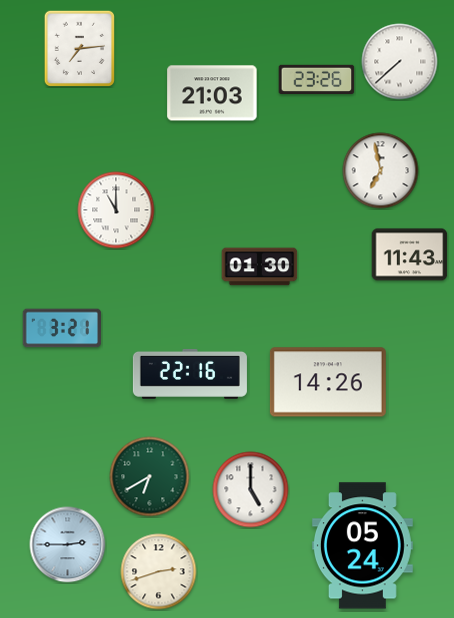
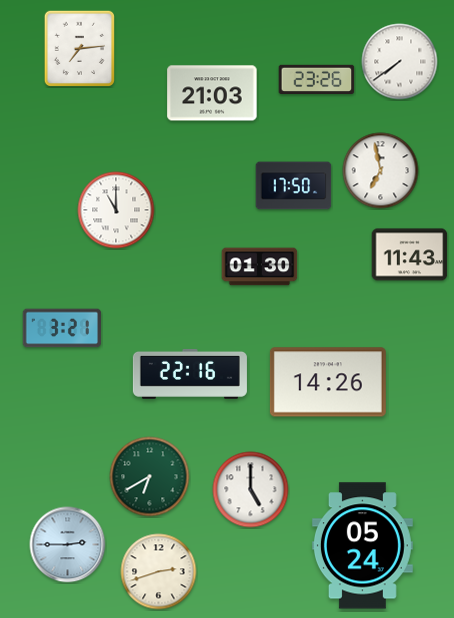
clock at (400, 62): 7:38 -> 7:39
clock at (294, 186): none -> 17:50
